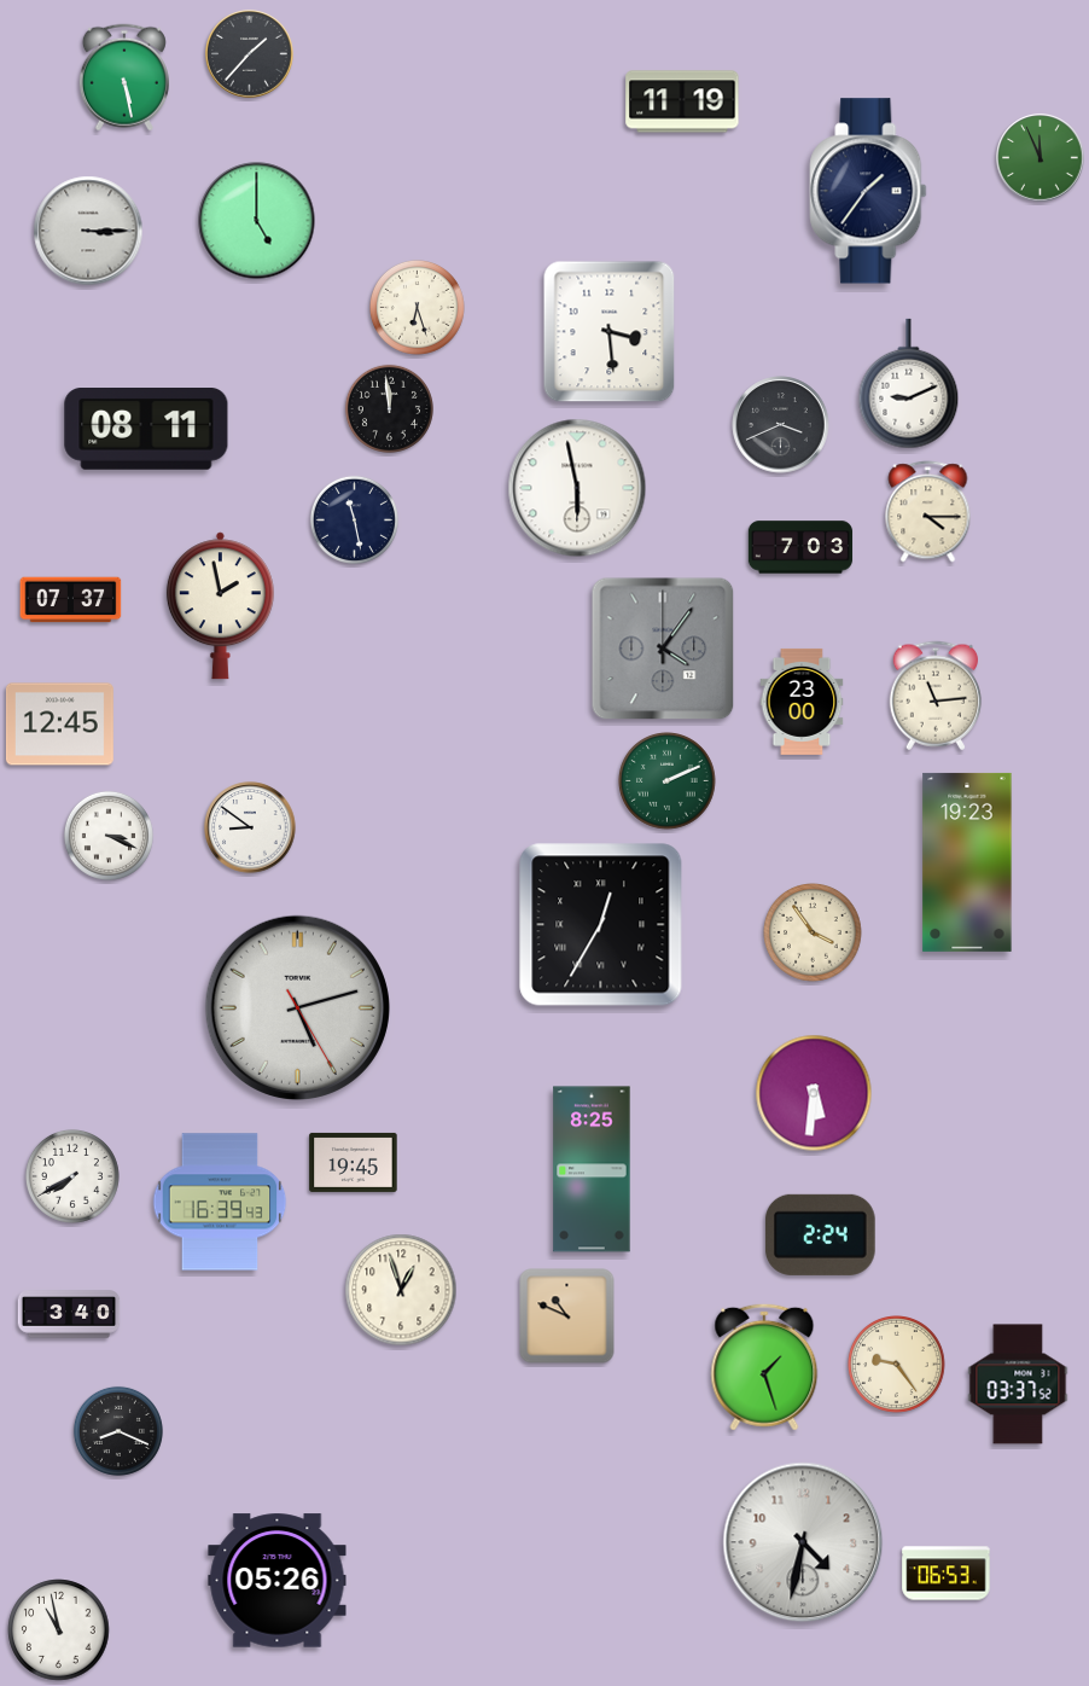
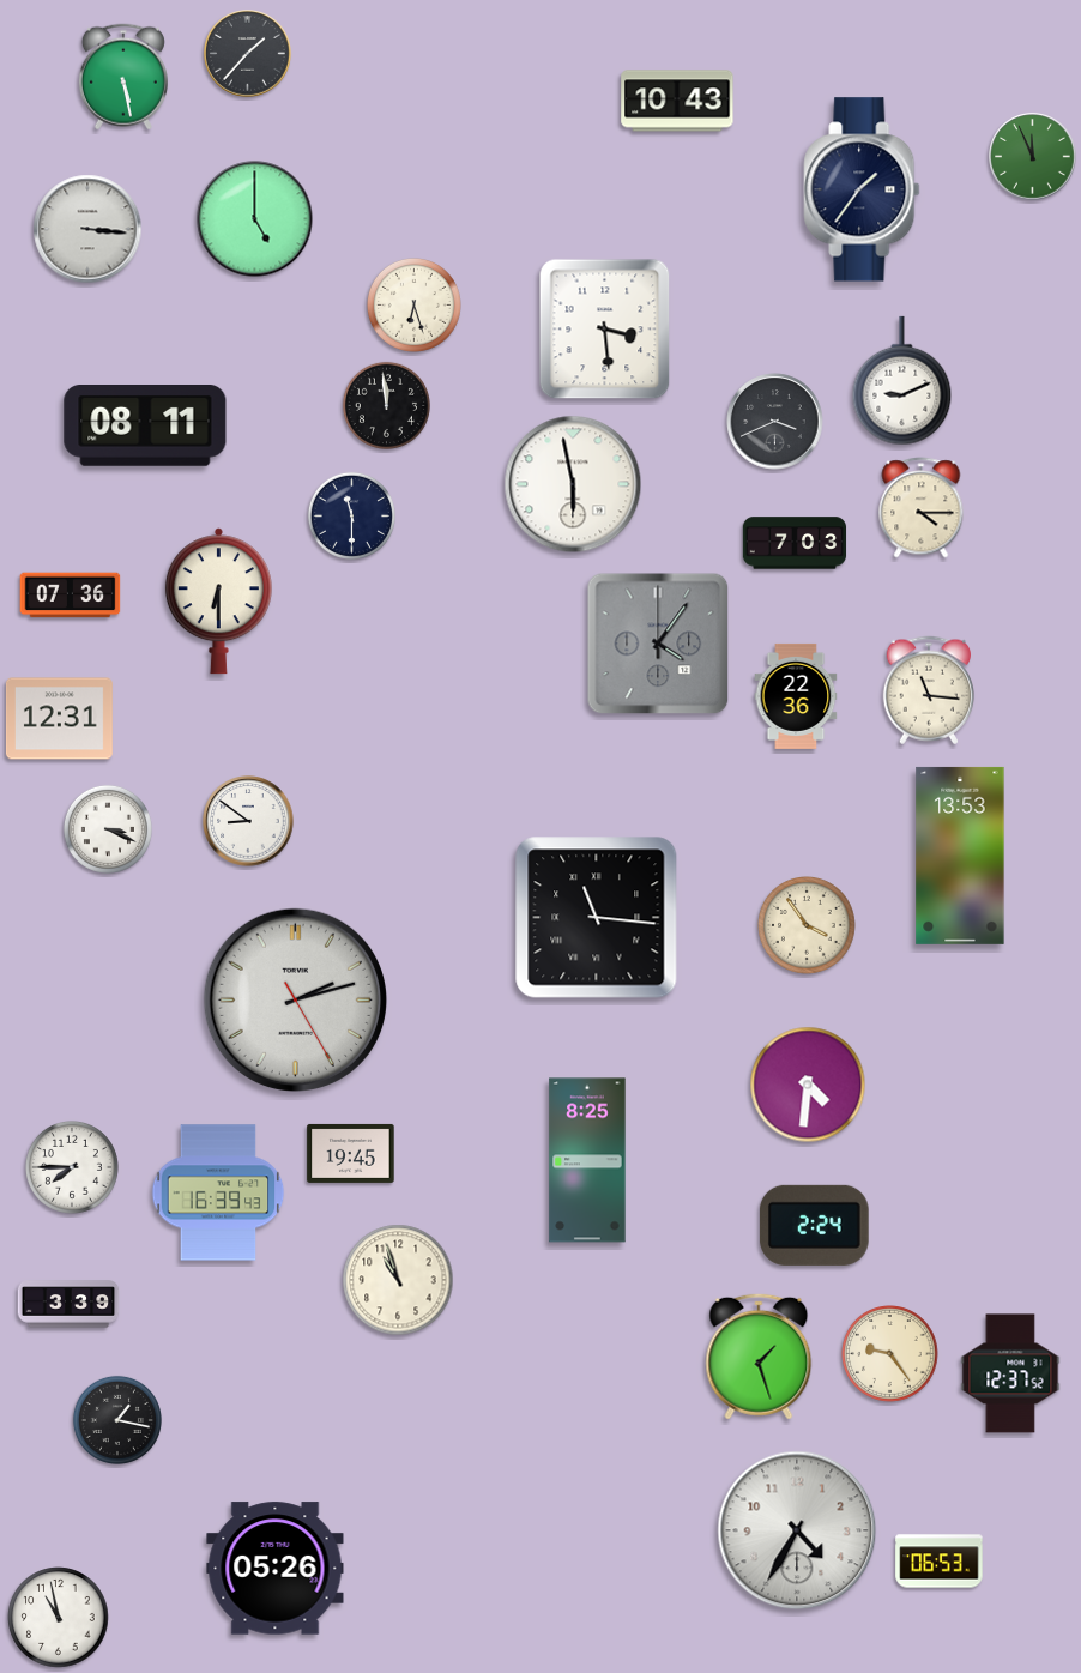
clock at (682, 101): 11:19 -> 10:43
clock at (88, 231): 3:15 -> 3:16
clock at (354, 519): 11:28 -> 11:30
clock at (71, 600): 07:37 -> 07:36
clock at (220, 606): 1:58 -> 6:30
clock at (936, 696): 11:14 -> 11:16
clock at (802, 702): 23:00 -> 22:36
clock at (59, 725): 12:45 -> 12:31
clock at (668, 781): 2:11 -> none
clock at (967, 862): 19:23 -> 13:53
clock at (601, 925): 12:35 -> 11:16
clock at (297, 1007): 5:12 -> 2:12
clock at (814, 1093): 5:31 -> 4:31
clock at (72, 1176): 7:40 -> 7:45
clock at (401, 1290): 12:57 -> 10:57
clock at (69, 1314): 3:40 -> 3:39
clock at (567, 1316): 10:49 -> none
clock at (1018, 1384): 03:37 -> 12:37
clock at (118, 1431): 8:19 -> 1:17
clock at (803, 1542): 4:32 -> 4:35
